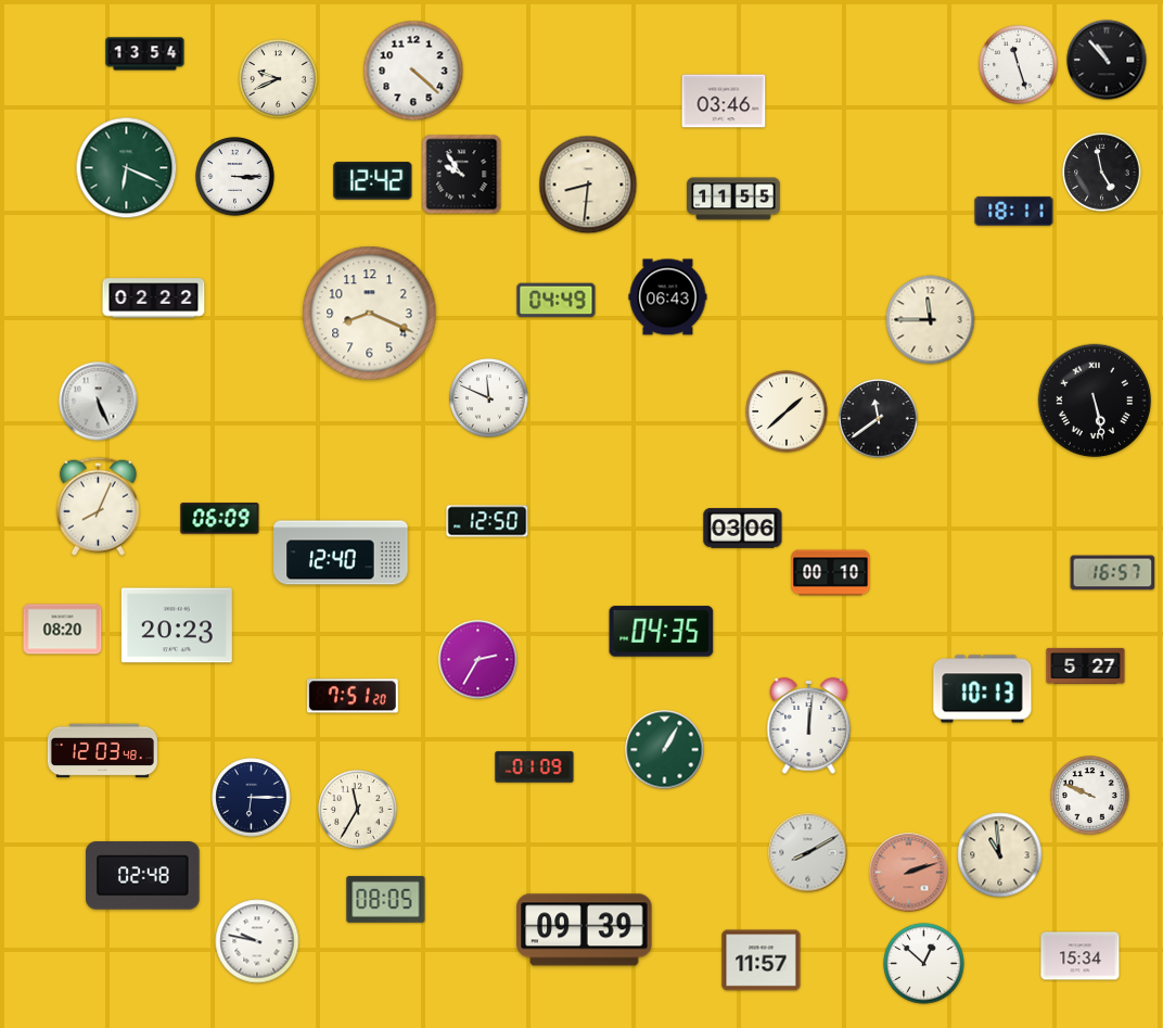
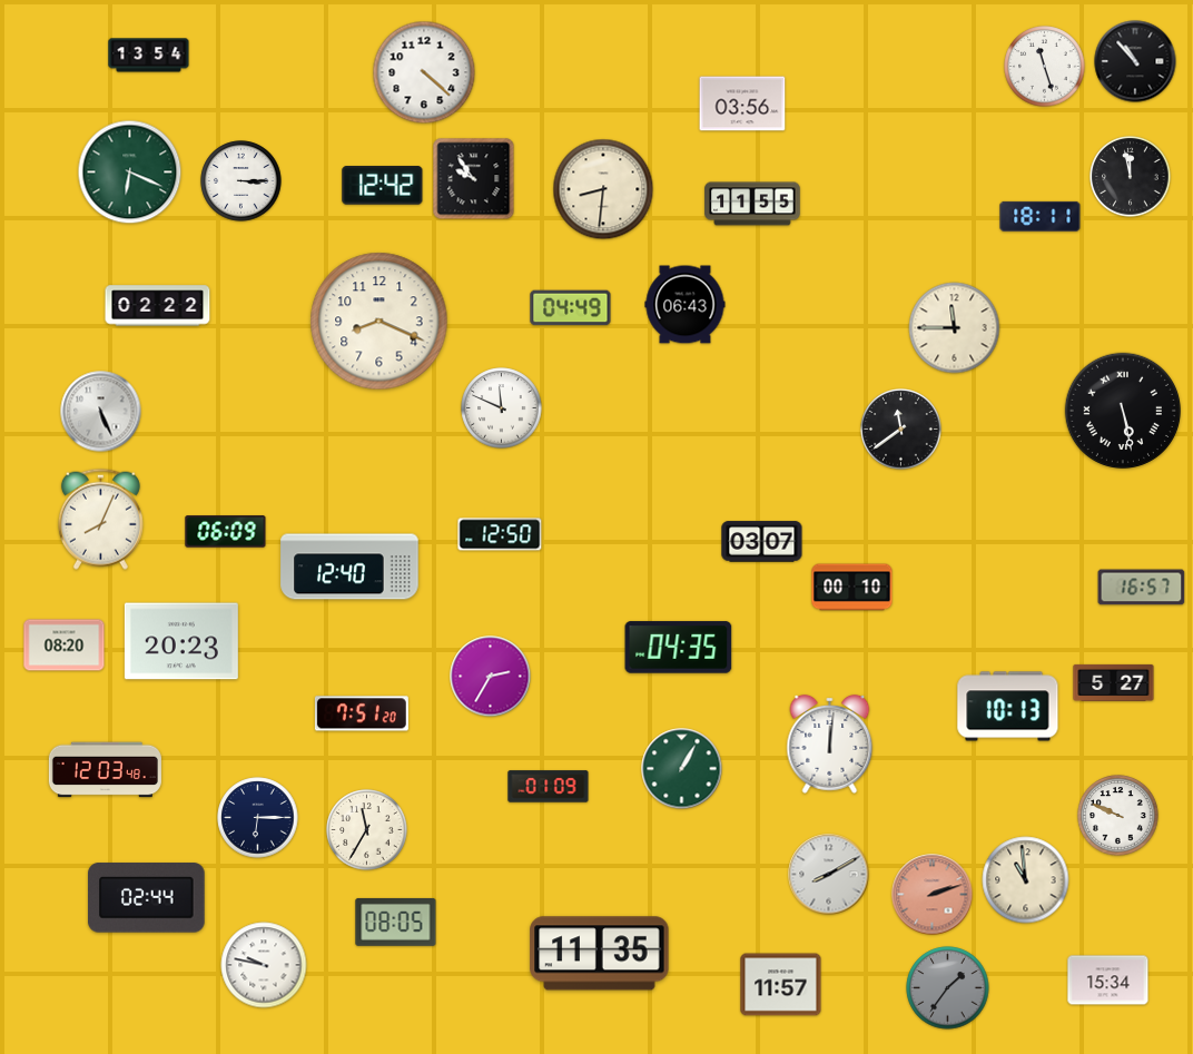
clock at (279, 79): 9:41 -> none
clock at (724, 101): 03:46 -> 03:56
clock at (1102, 173): 4:58 -> 11:58
clock at (787, 411): 1:38 -> none
clock at (743, 529): 03:06 -> 03:07
clock at (1000, 855) position: (1000, 855) -> (1026, 880)
clock at (143, 876): 02:48 -> 02:44
clock at (585, 930): 09:39 -> 11:35
clock at (924, 964): 12:52 -> 1:36
clock at (924, 964) dial: white -> grey
